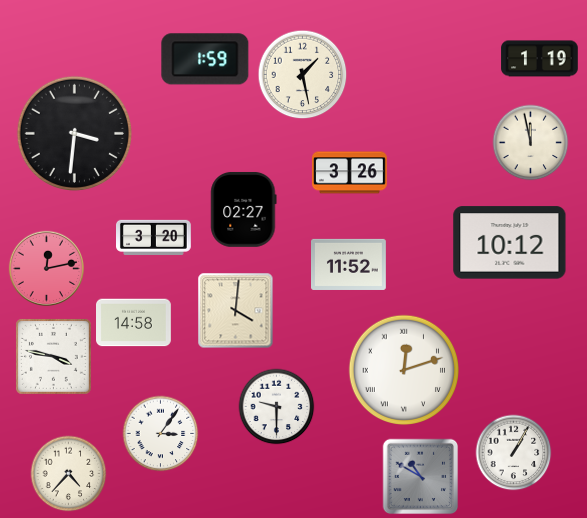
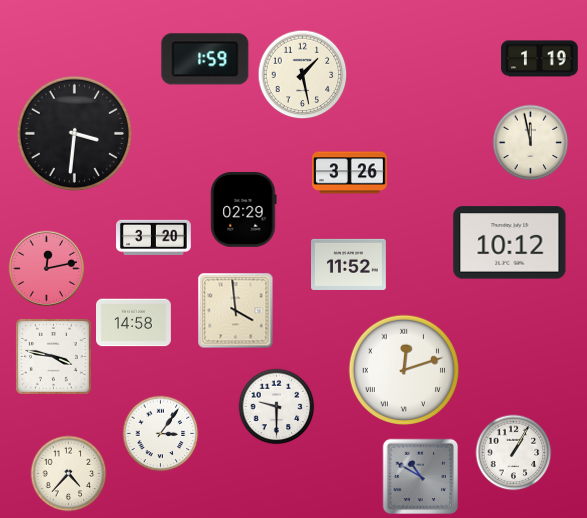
clock at (244, 209): 02:27 -> 02:29
clock at (236, 311): 4:01 -> 3:59
